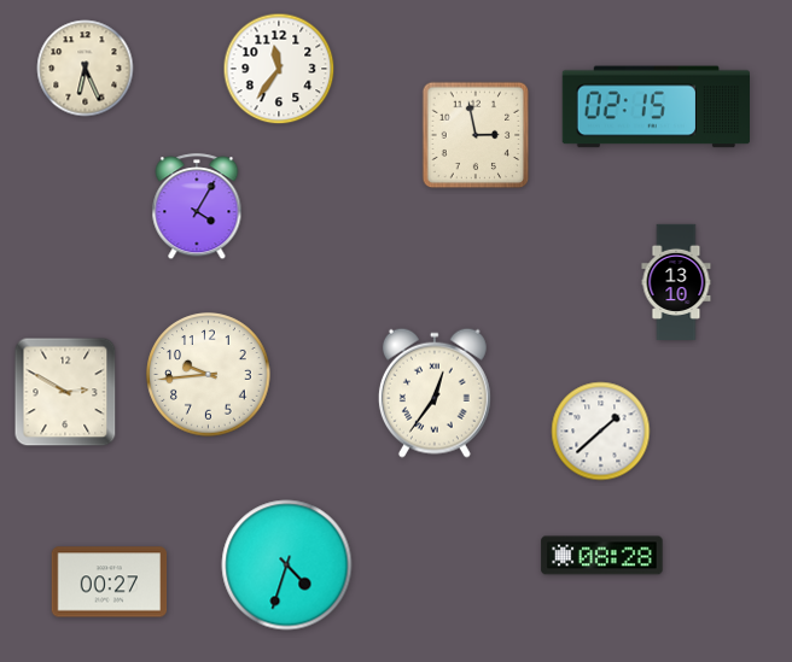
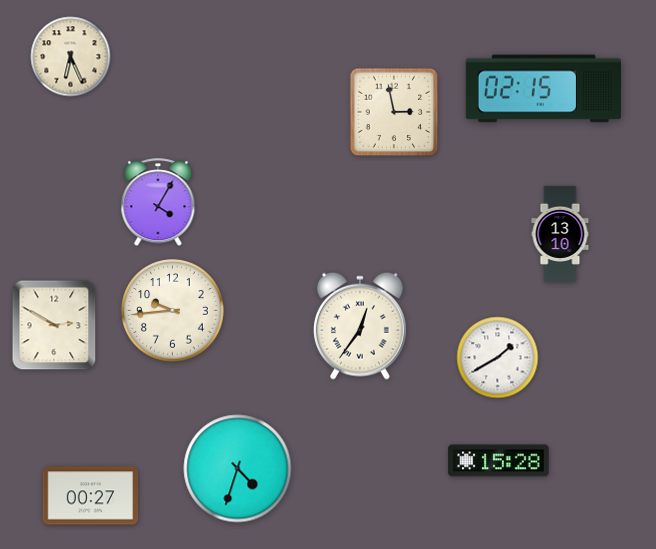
clock at (279, 69): 11:36 -> none
clock at (197, 207) position: (197, 207) -> (158, 203)
clock at (601, 432): 1:38 -> 1:40
clock at (602, 556): 08:28 -> 15:28
clock at (110, 582) position: (110, 582) -> (91, 496)
